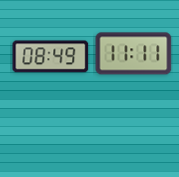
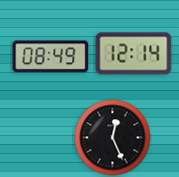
clock at (134, 54): 11:11 -> 12:14
clock at (113, 138): none -> 12:26
